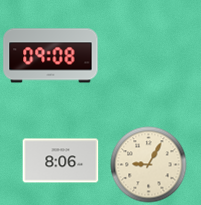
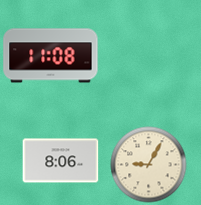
clock at (51, 56): 09:08 -> 11:08
